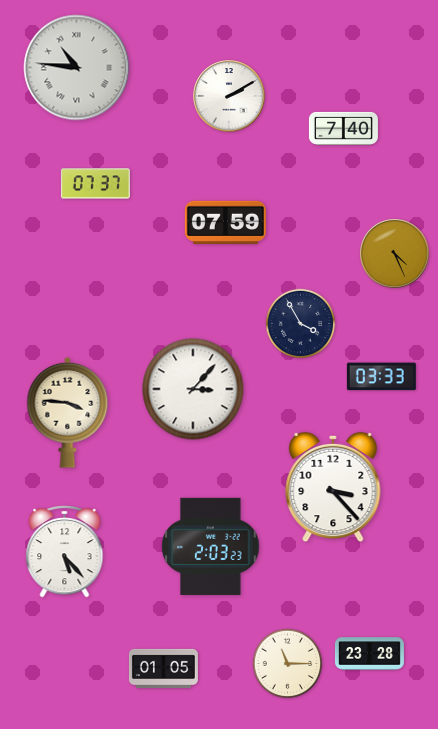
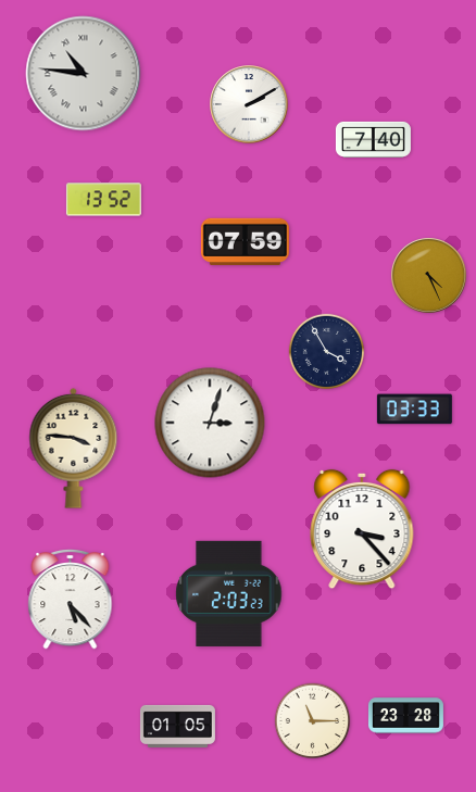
clock at (95, 184): 07:37 -> 13:52
clock at (193, 389): 3:07 -> 3:03
clock at (369, 654) position: (369, 654) -> (405, 716)
